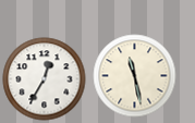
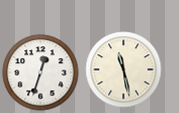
clock at (45, 79): 12:35 -> 12:33
